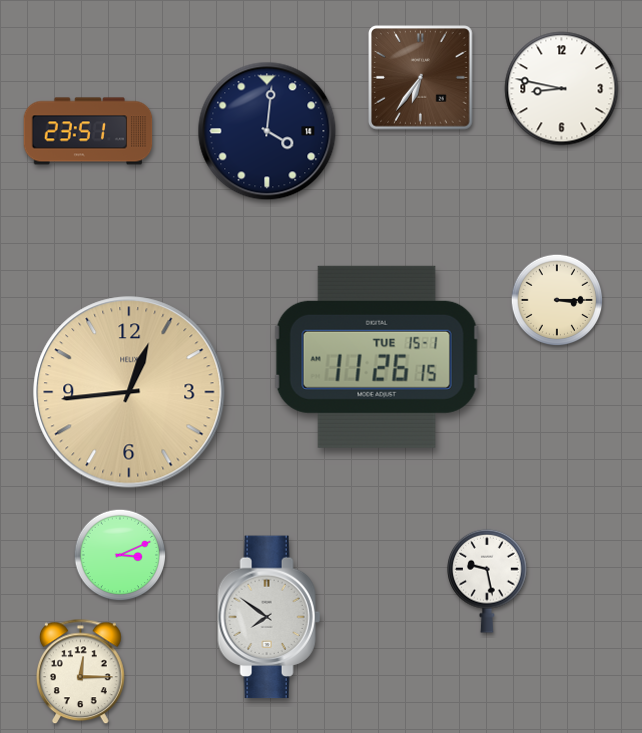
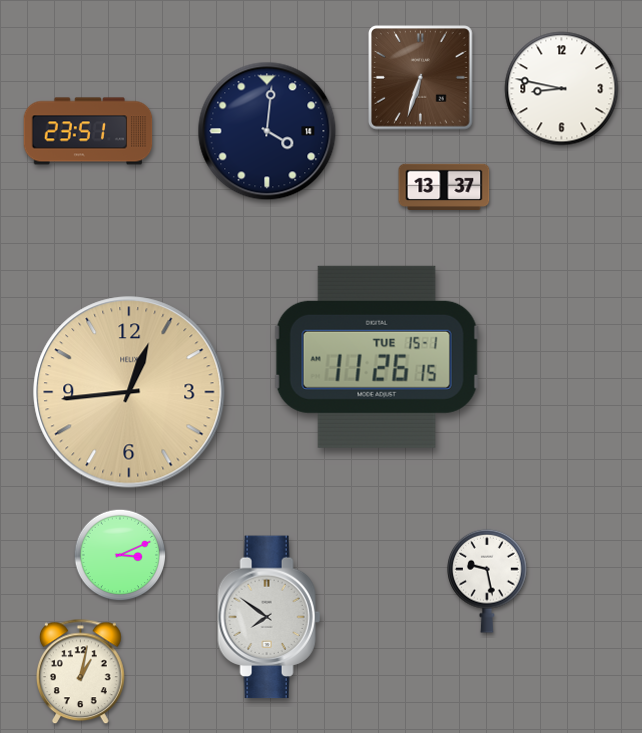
clock at (421, 78): 6:36 -> 6:33
clock at (444, 186): none -> 13:37
clock at (557, 300): 3:15 -> none
clock at (81, 672): 12:15 -> 1:02
